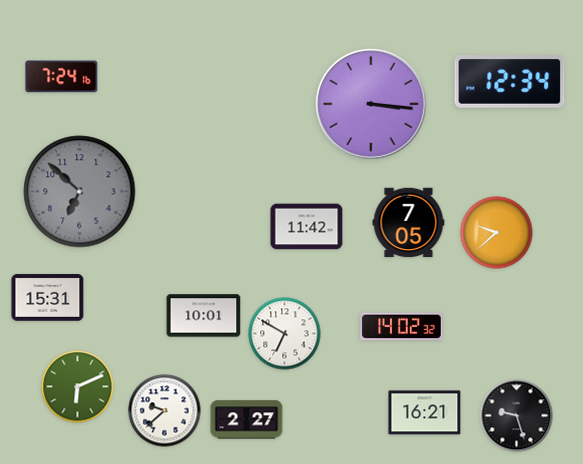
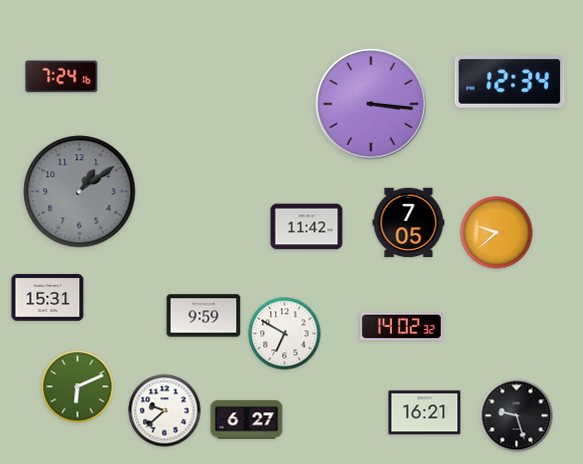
clock at (80, 192): 6:52 -> 1:09
clock at (204, 316): 10:01 -> 9:59
clock at (247, 420): 2:27 -> 6:27
